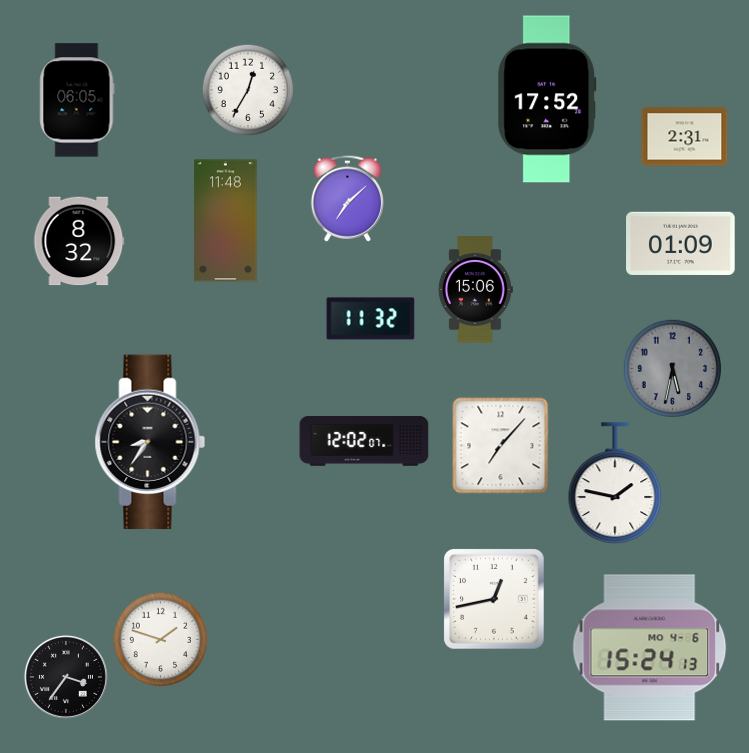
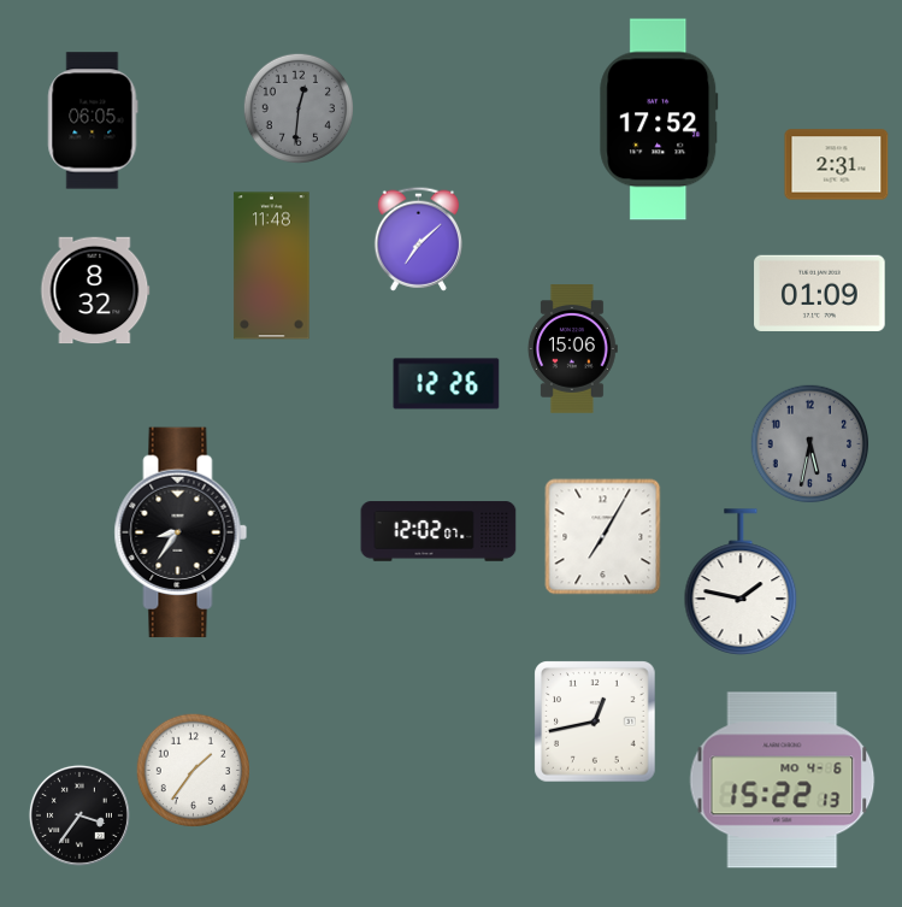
clock at (247, 89): 12:35 -> 12:31
clock at (247, 89) dial: white -> grey
clock at (685, 137) position: (685, 137) -> (837, 165)
clock at (371, 319): 11:32 -> 12:26
clock at (501, 446): 7:07 -> 7:05
clock at (160, 639): 1:48 -> 1:36
clock at (650, 648): 15:24 -> 15:22
